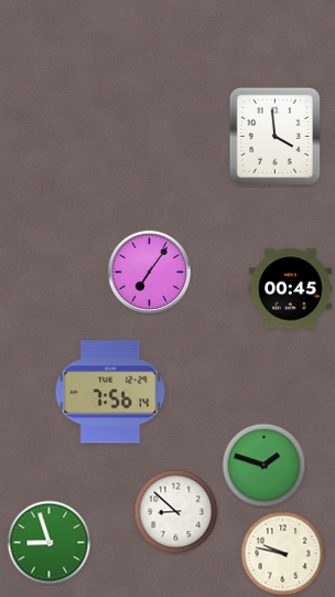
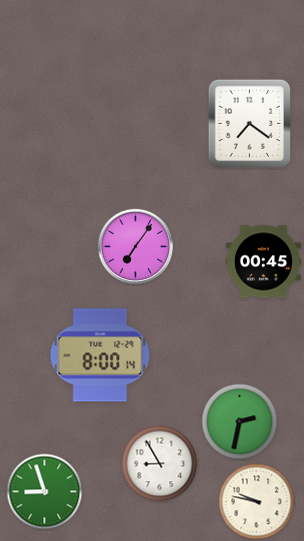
clock at (274, 136): 3:59 -> 7:21
clock at (110, 392): 7:56 -> 8:00
clock at (264, 466): 1:48 -> 2:32
clock at (176, 512): 8:52 -> 8:55
